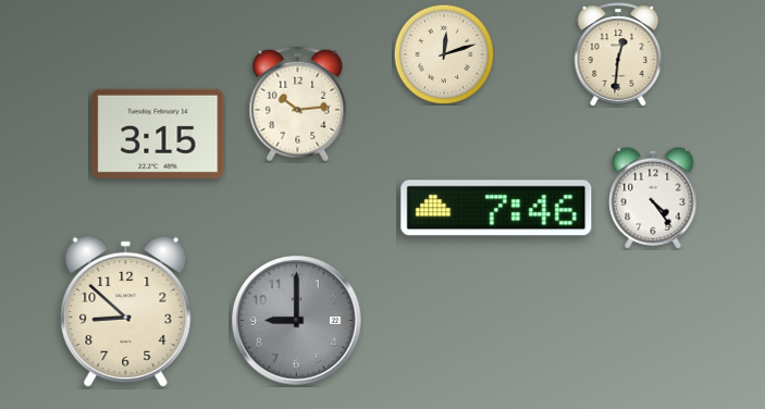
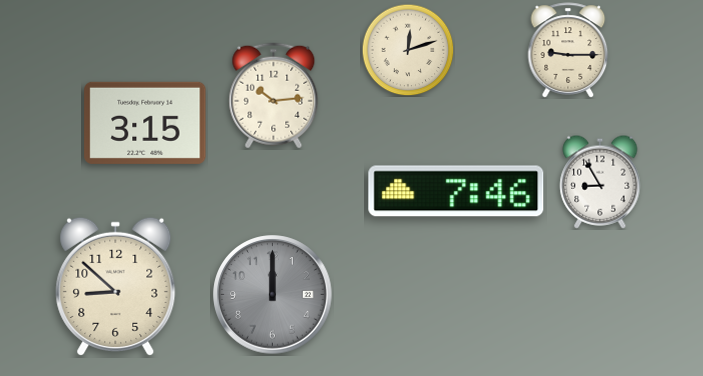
clock at (618, 54): 12:31 -> 9:15
clock at (653, 198): 4:24 -> 8:55
clock at (297, 321): 9:00 -> 12:00
